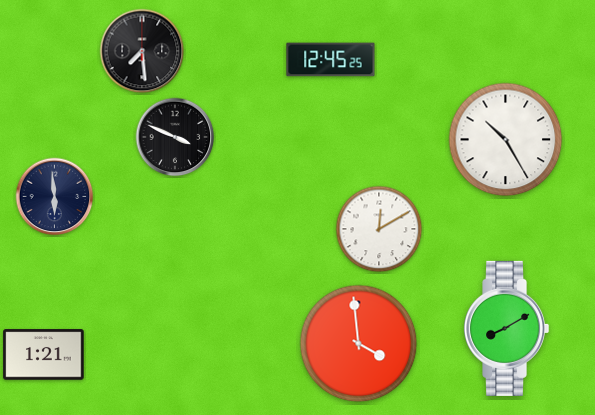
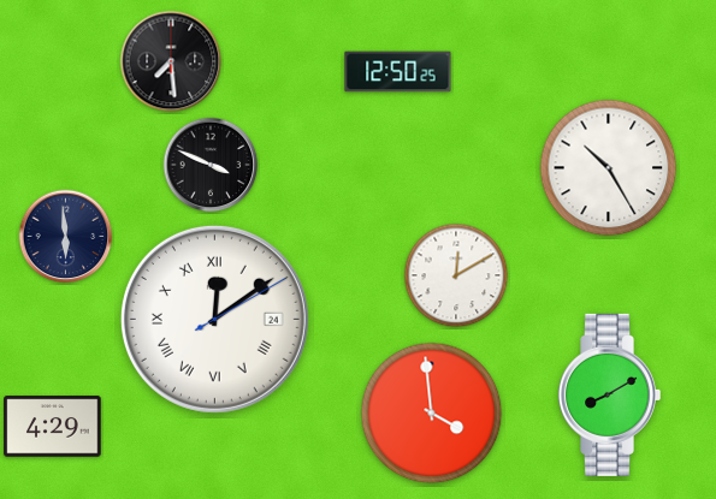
clock at (331, 60): 12:45 -> 12:50
clock at (214, 319): none -> 12:09
clock at (44, 355): 1:21 -> 4:29
